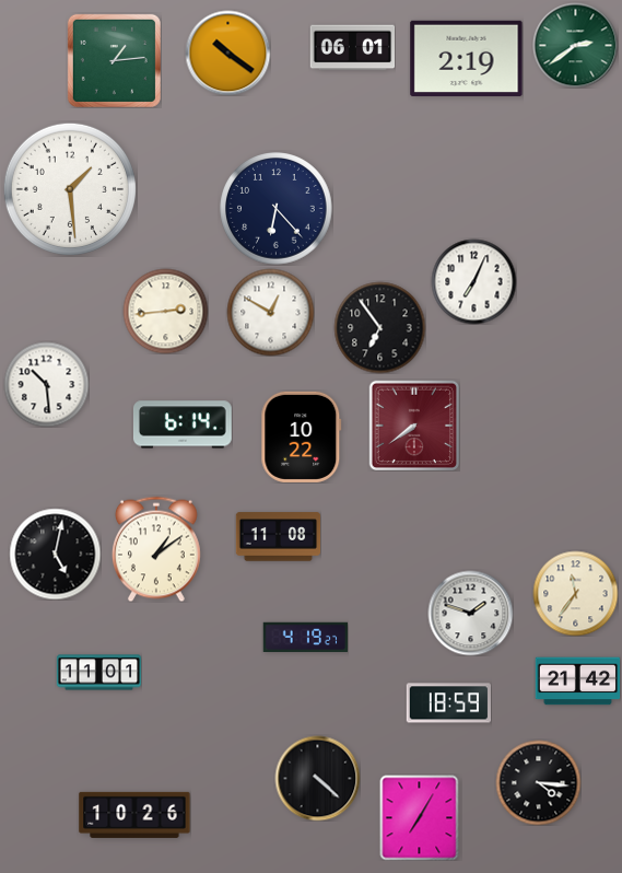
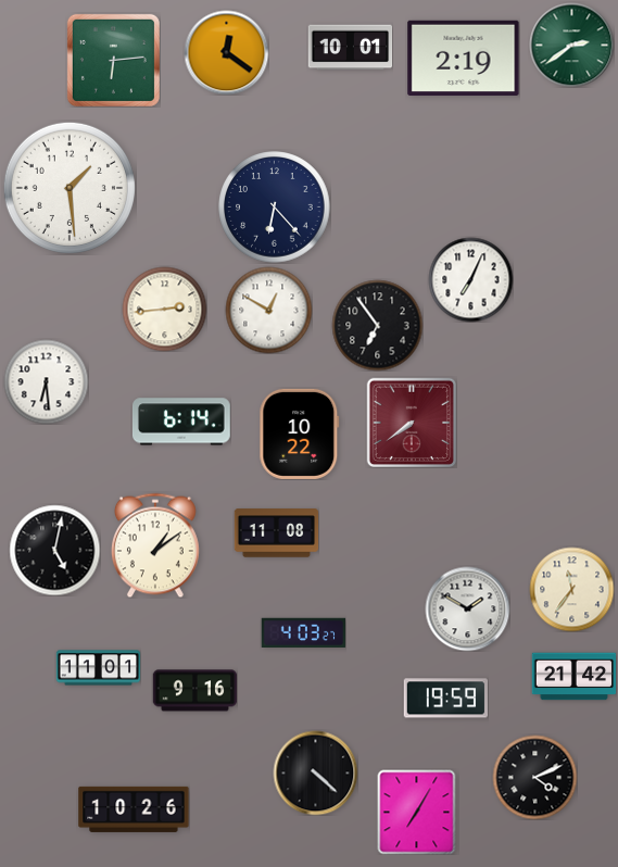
clock at (352, 48): 06:01 -> 10:01
clock at (227, 53): 10:21 -> 12:21
clock at (114, 60): 1:14 -> 6:14
clock at (46, 384): 10:29 -> 6:29
clock at (470, 613): 1:48 -> 1:50
clock at (305, 637): 4:19 -> 4:03
clock at (194, 691): none -> 9:16
clock at (448, 703): 18:59 -> 19:59
clock at (538, 782): 4:16 -> 4:11
